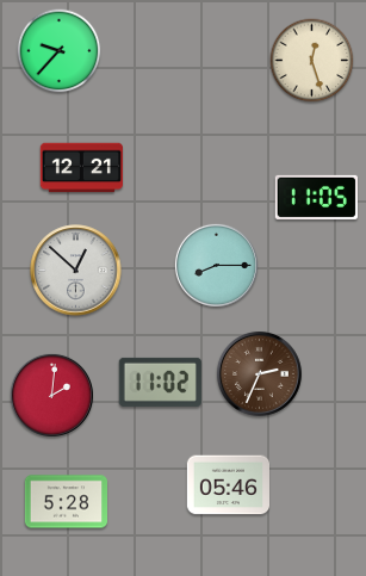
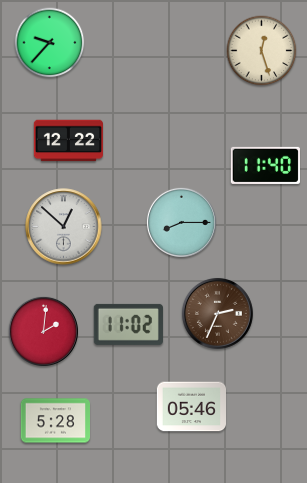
clock at (81, 168): 12:21 -> 12:22
clock at (316, 197): 11:05 -> 11:40
clock at (160, 382) position: (160, 382) -> (128, 324)
